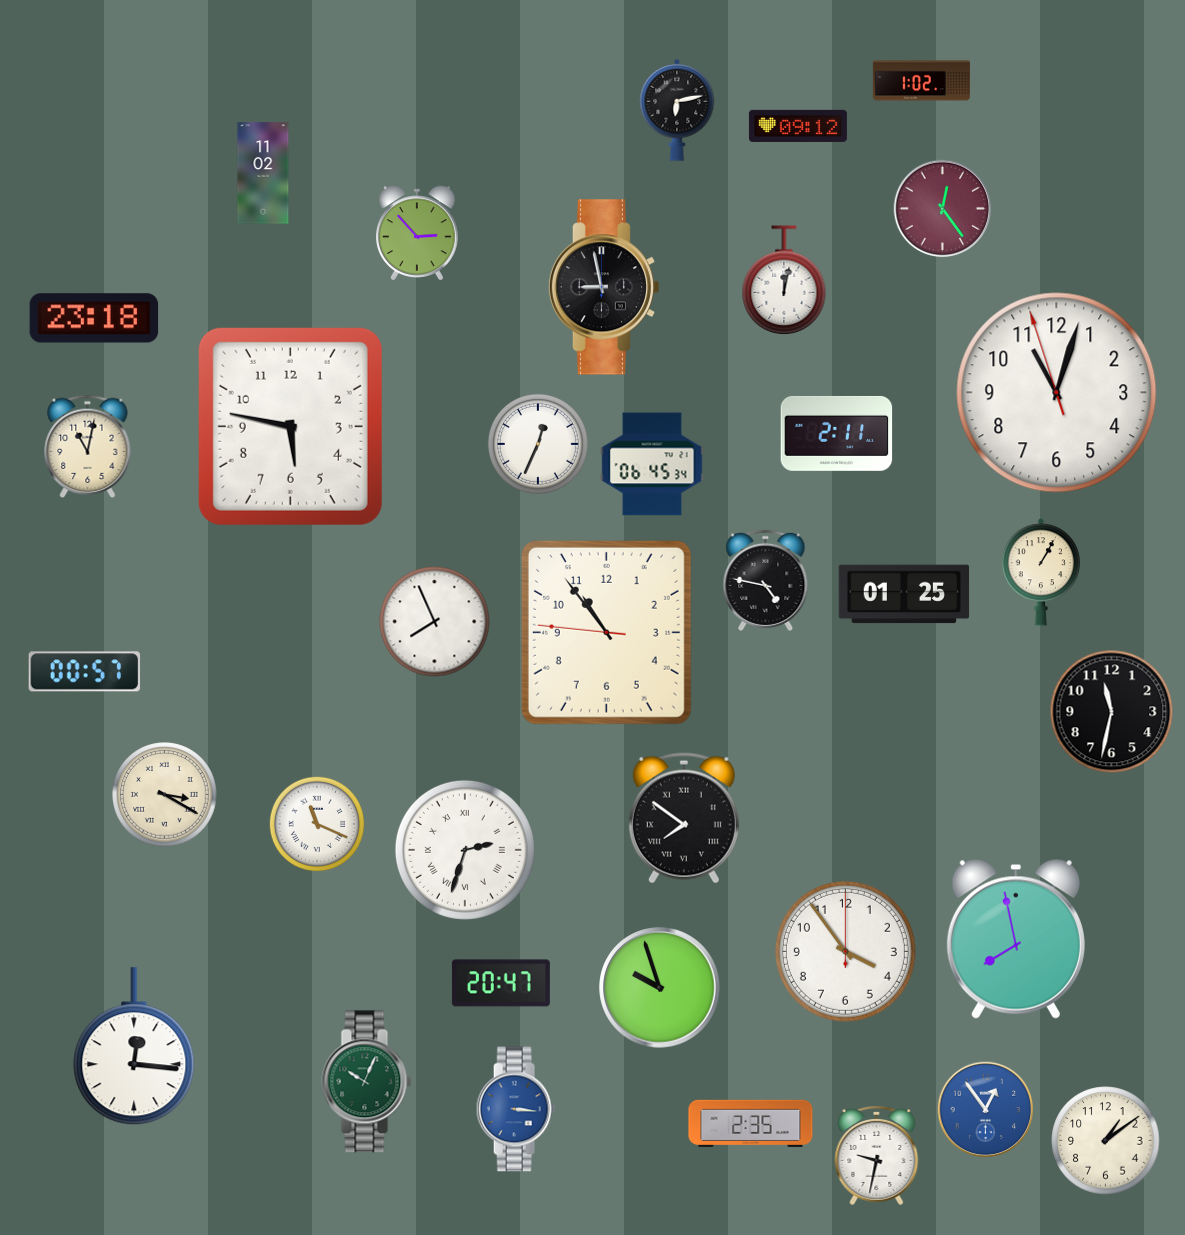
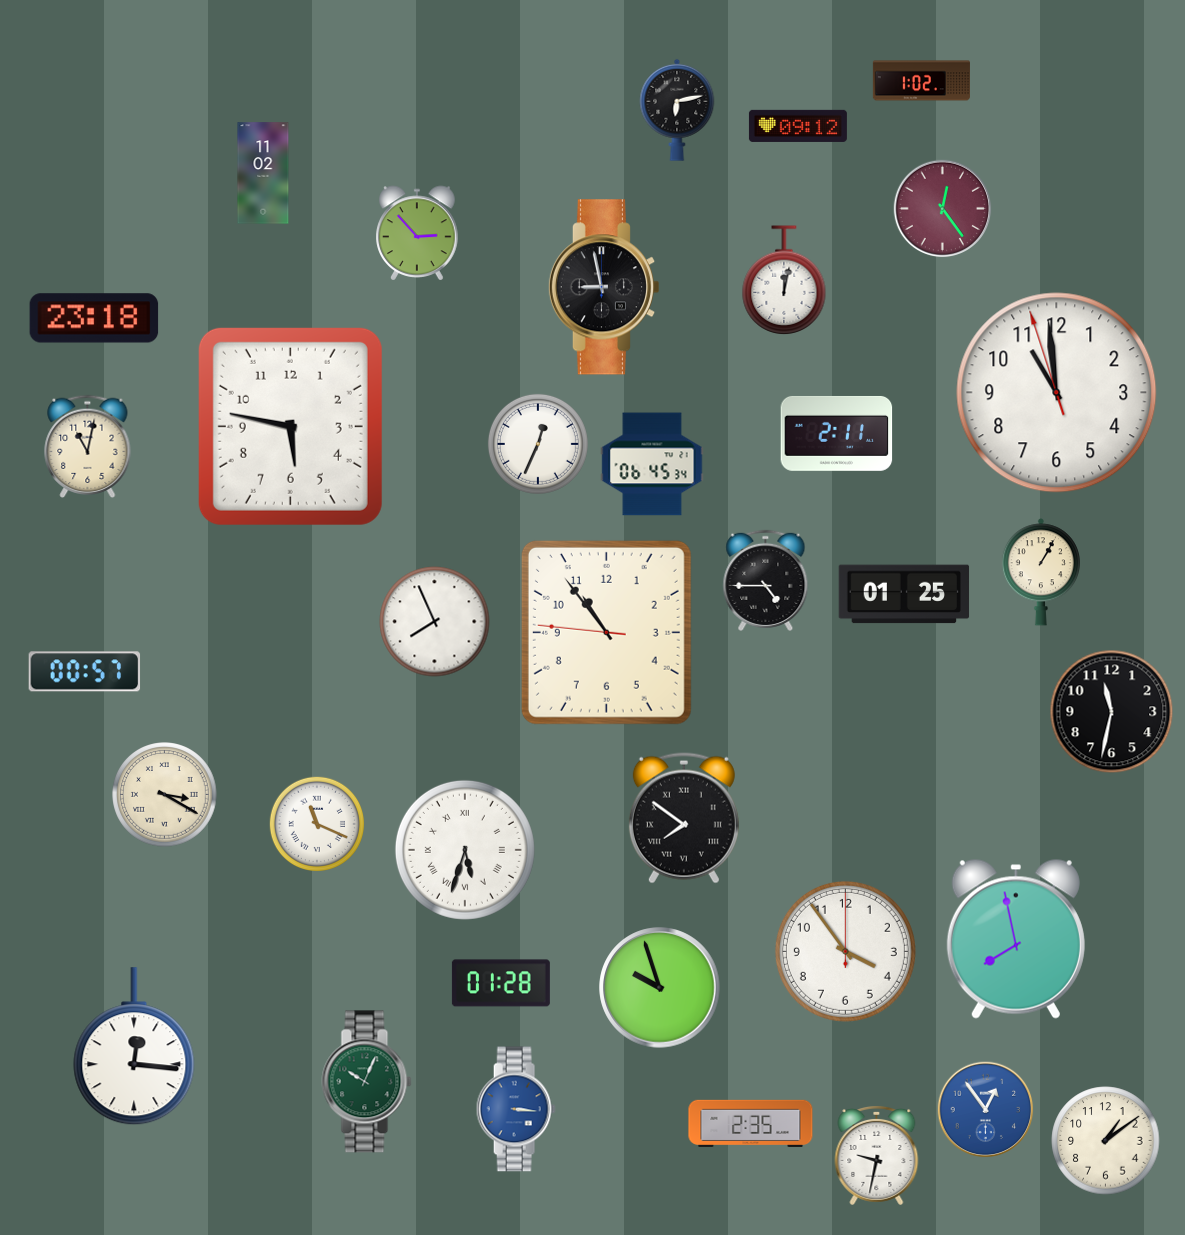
clock at (1057, 393): 11:02 -> 10:58
clock at (766, 580): 4:47 -> 4:45
clock at (465, 850): 2:33 -> 5:33
clock at (501, 983): 20:47 -> 01:28
